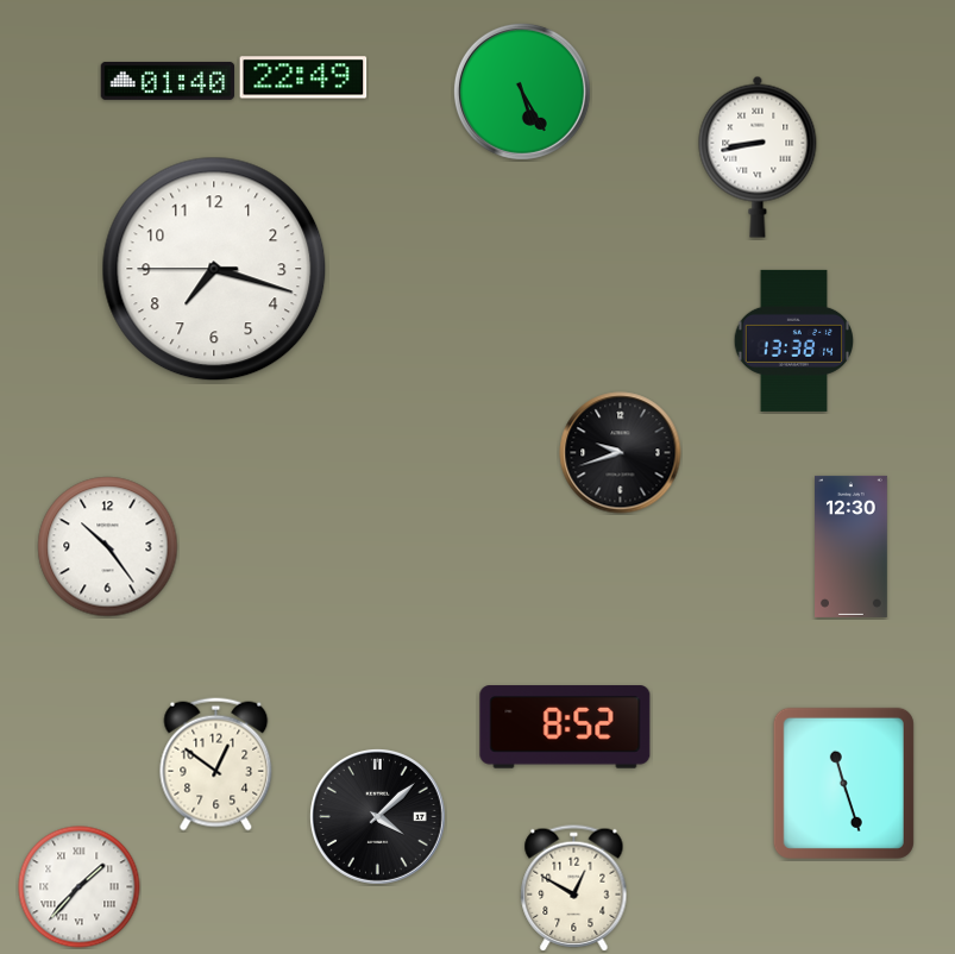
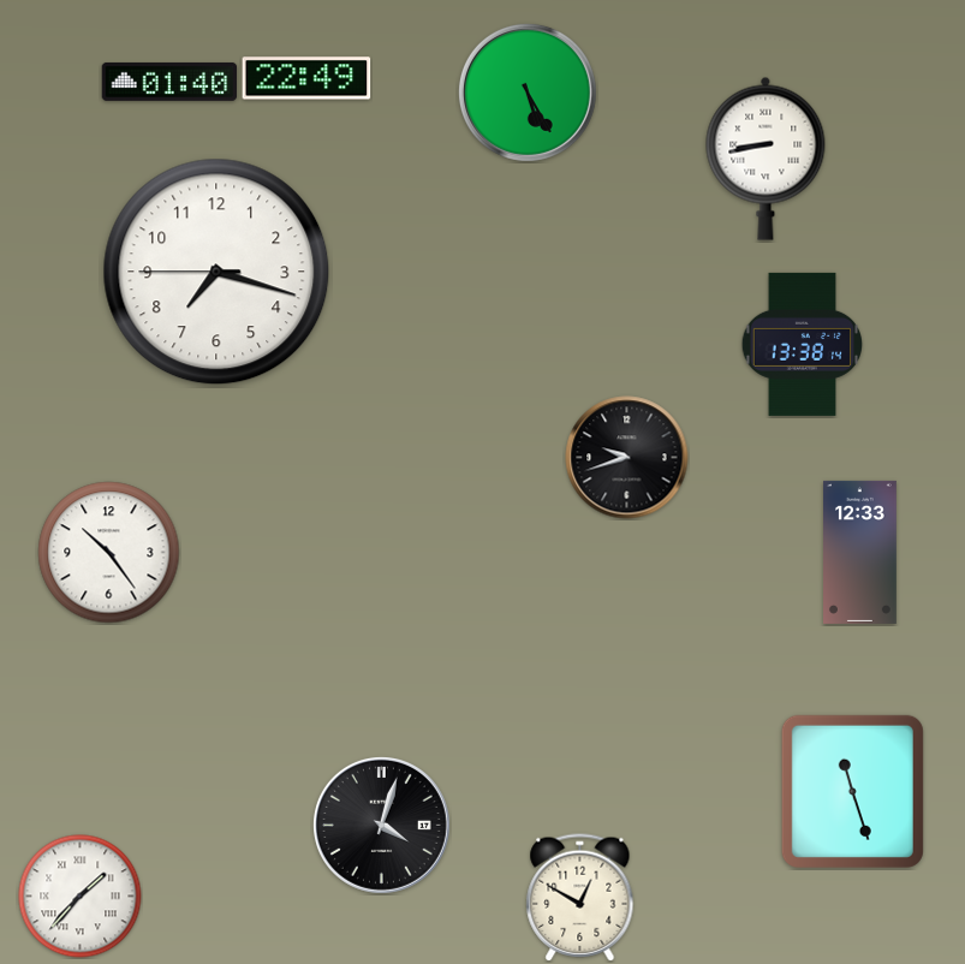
clock at (852, 546): 12:30 -> 12:33
clock at (565, 727): 8:52 -> none
clock at (216, 765): 12:51 -> none
clock at (377, 816): 4:08 -> 4:03
